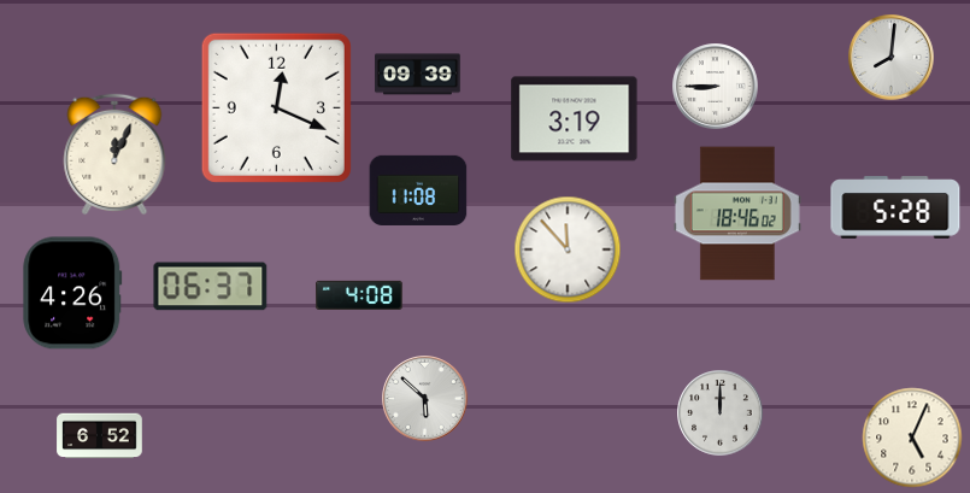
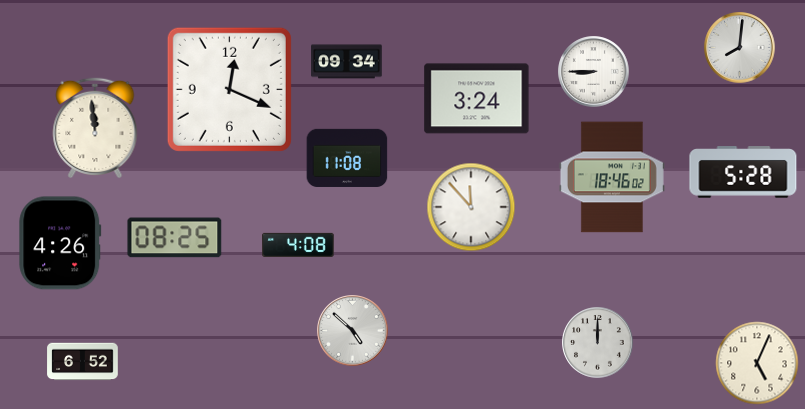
clock at (418, 75): 09:39 -> 09:34
clock at (575, 119): 3:19 -> 3:24
clock at (114, 154): 12:04 -> 11:59
clock at (211, 287): 06:37 -> 08:25
clock at (425, 399): 5:52 -> 4:52
